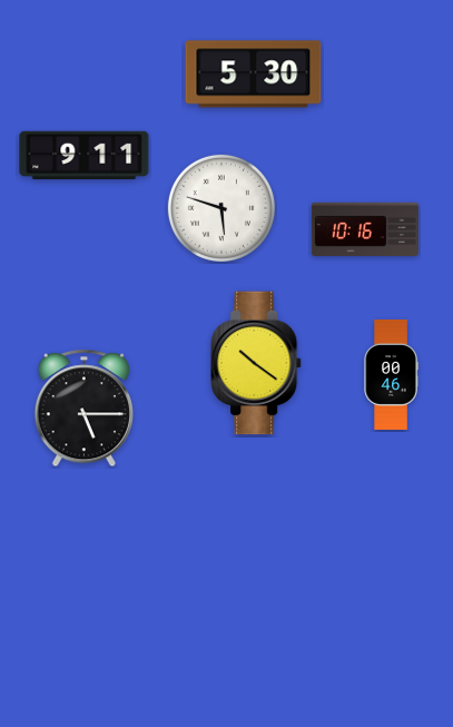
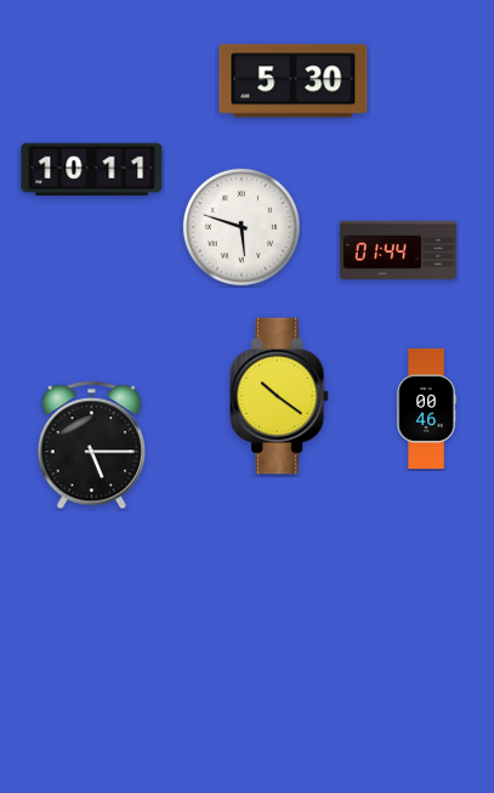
clock at (254, 75) position: (254, 75) -> (294, 81)
clock at (85, 156): 9:11 -> 10:11
clock at (365, 229): 10:16 -> 01:44
